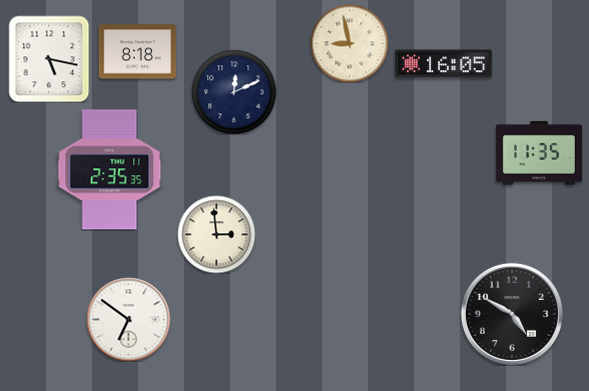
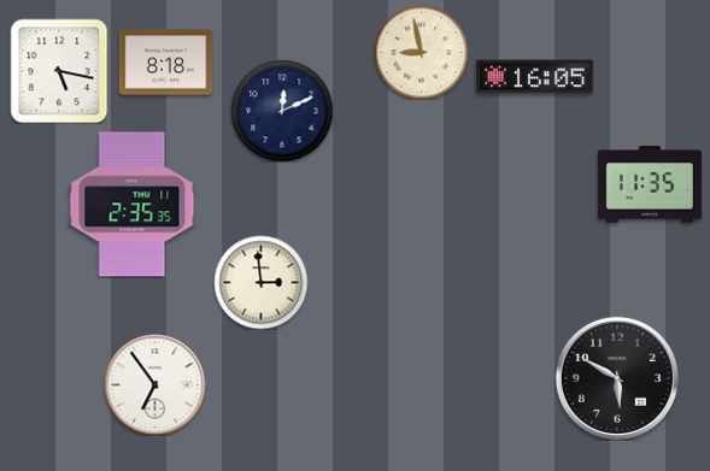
clock at (512, 314): 4:50 -> 5:50
clock at (128, 319): 6:51 -> 6:54
